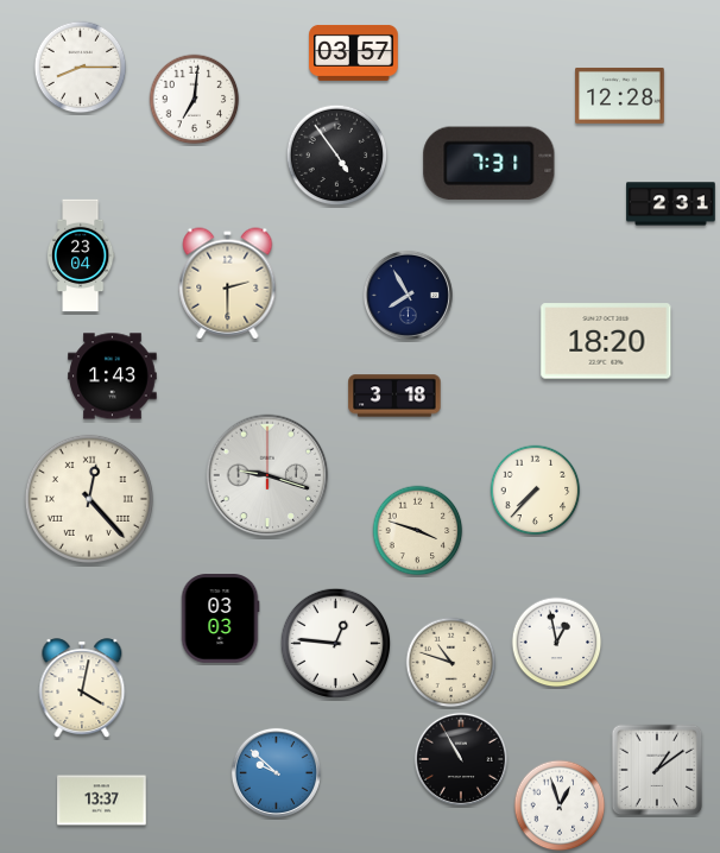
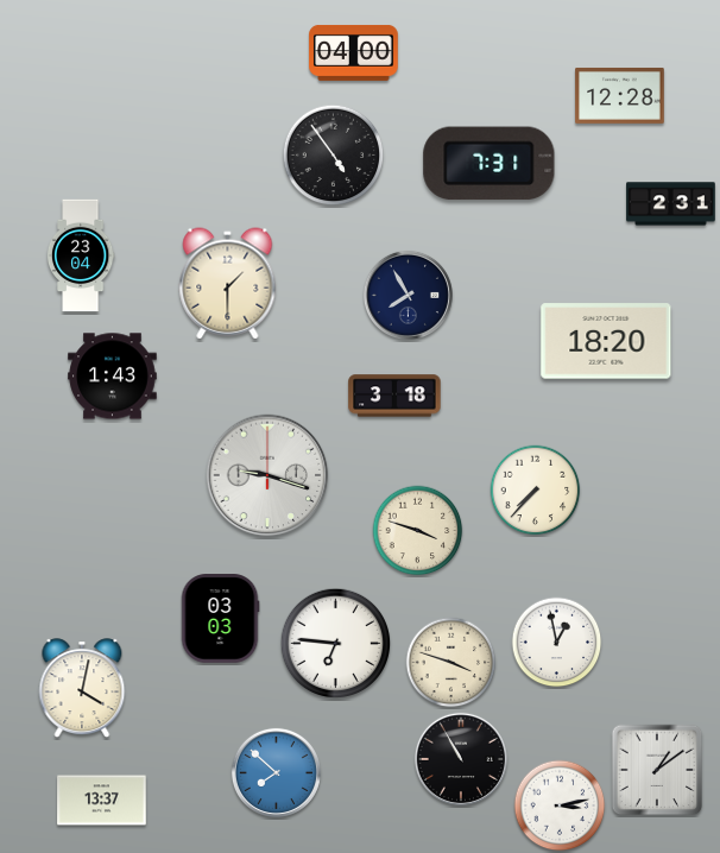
clock at (354, 52): 03:57 -> 04:00
clock at (81, 68): 8:15 -> none
clock at (195, 100): 7:01 -> none
clock at (337, 156) position: (337, 156) -> (334, 156)
clock at (228, 284): 2:30 -> 1:30
clock at (89, 499): 12:23 -> none
clock at (336, 644): 12:46 -> 6:46
clock at (451, 663): 10:48 -> 3:48
clock at (276, 772): 9:52 -> 7:52
clock at (560, 805): 12:57 -> 3:13
